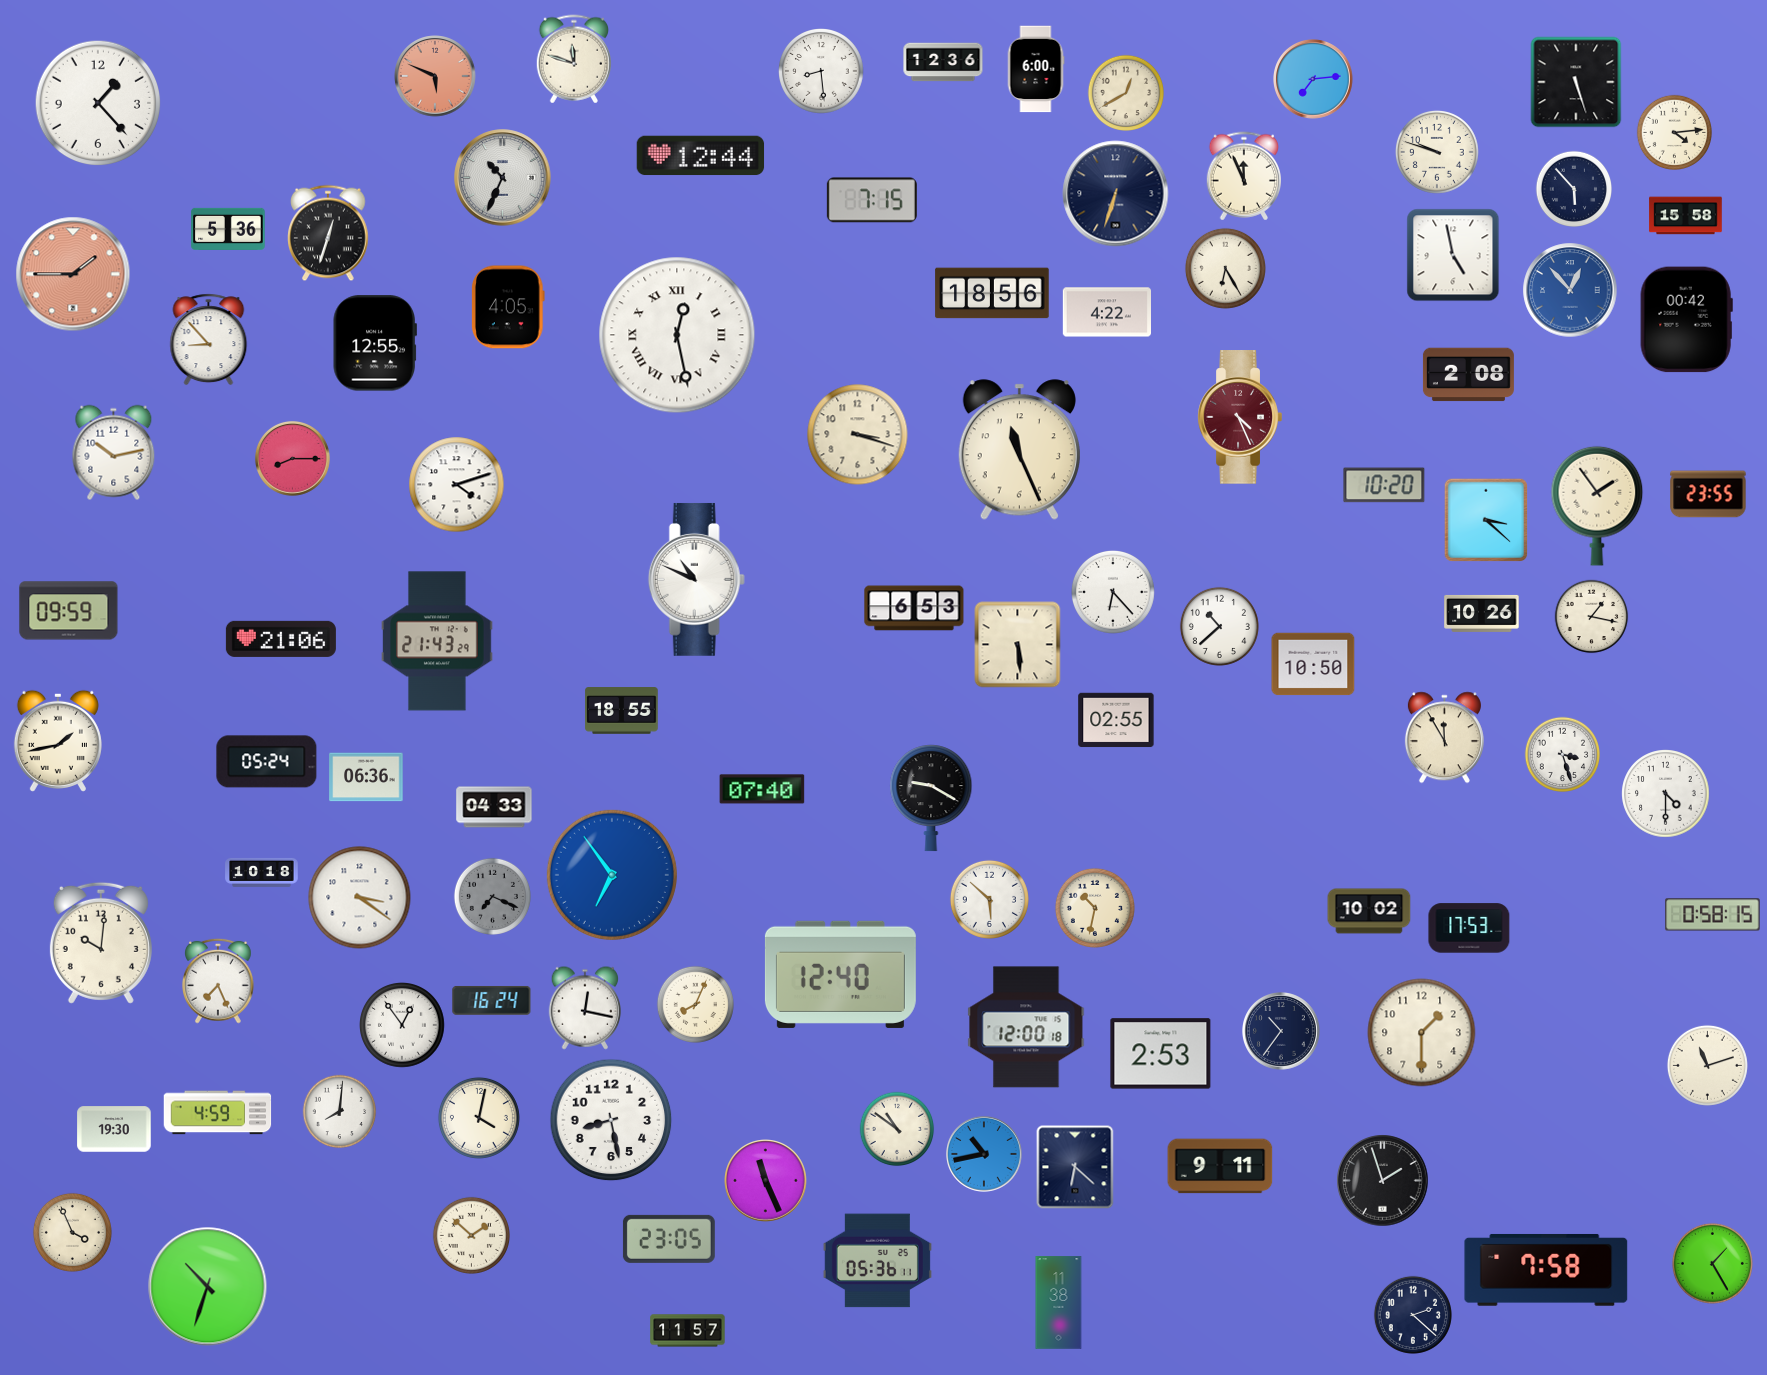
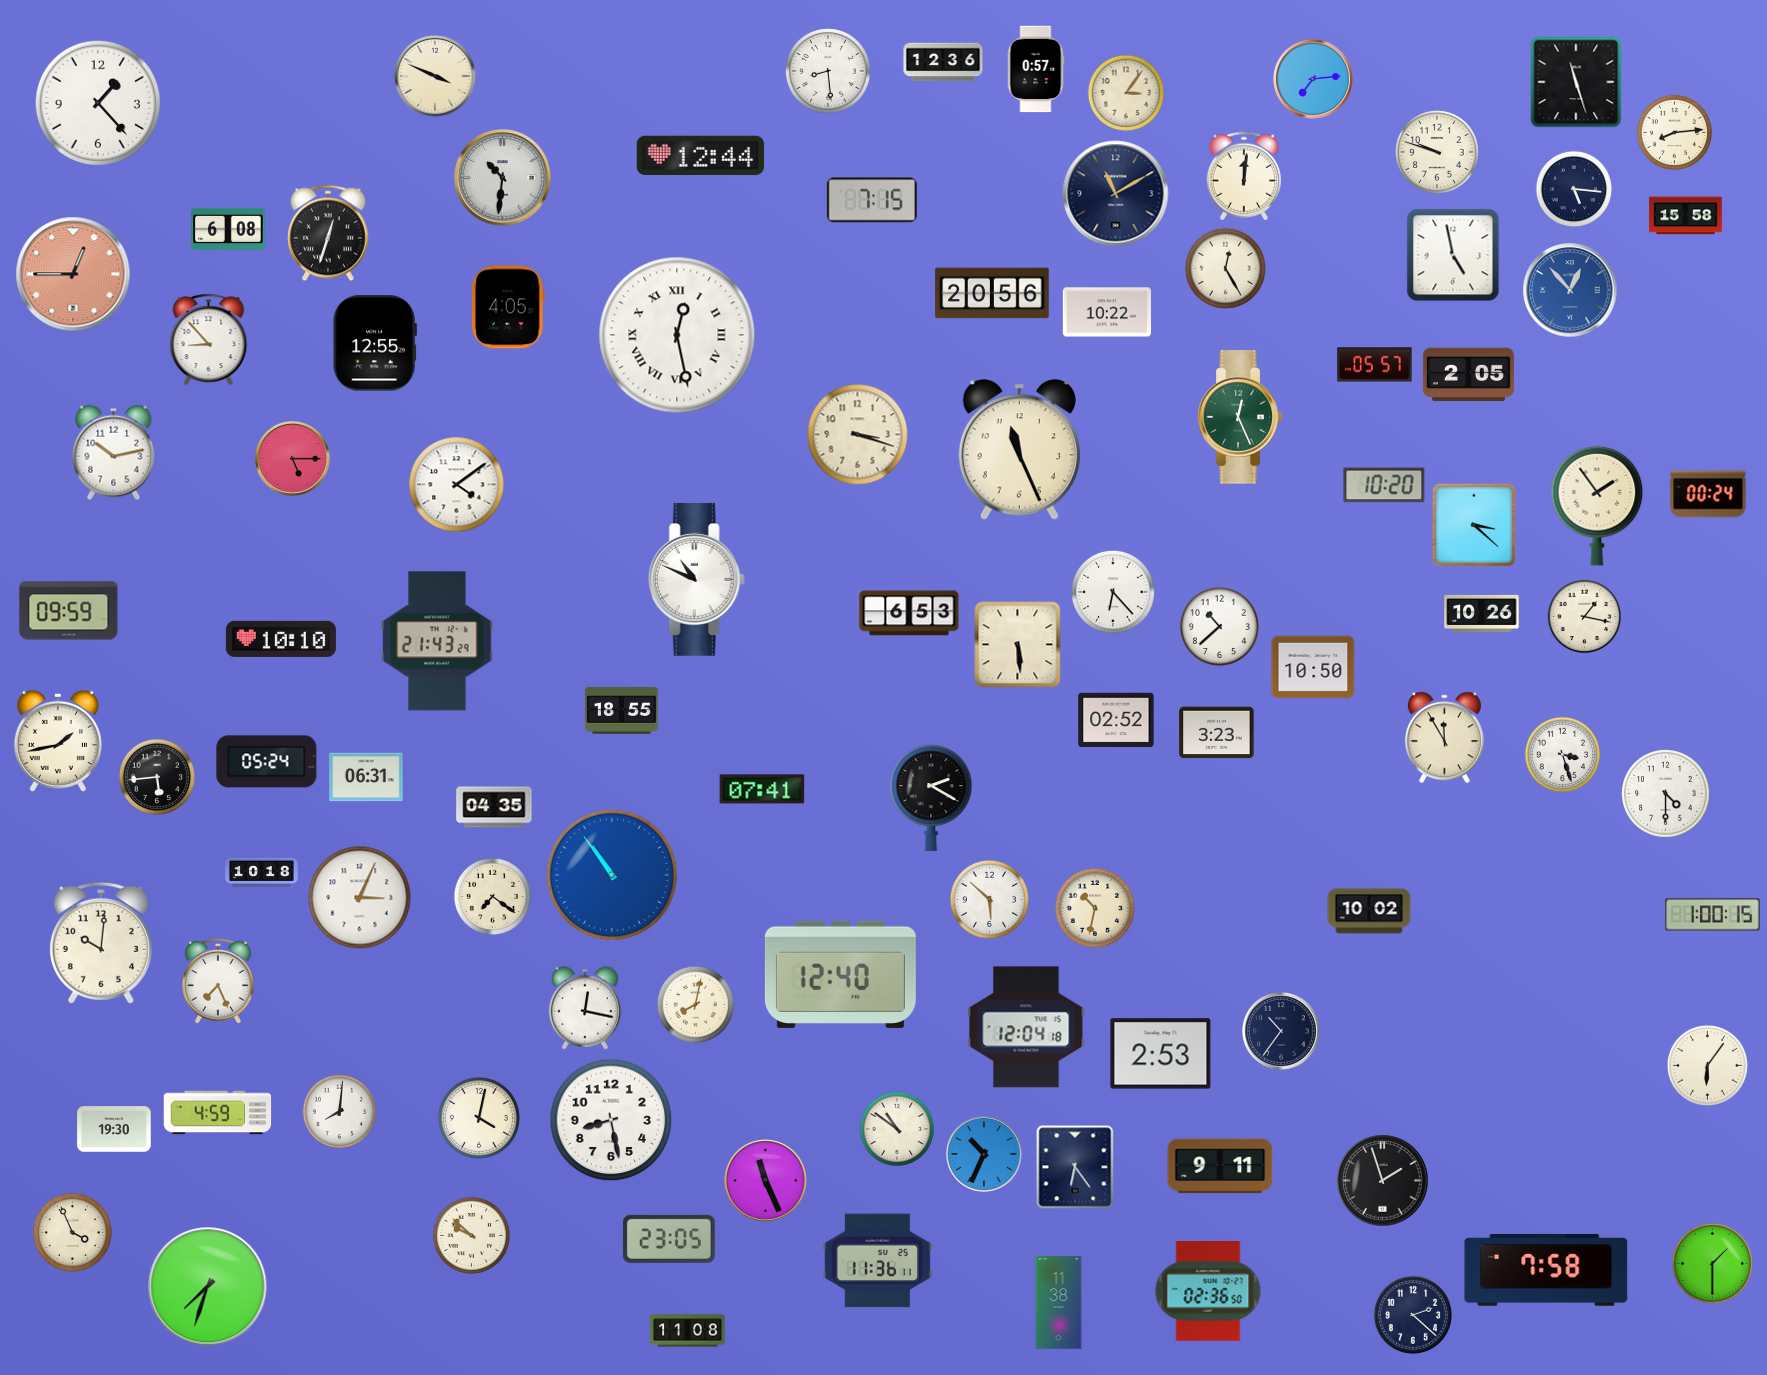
clock at (573, 59): 11:48 -> none
clock at (1036, 69): 6:00 -> 0:57
clock at (822, 72) position: (822, 72) -> (829, 72)
clock at (435, 76): 5:49 -> 3:49
clock at (435, 76) dial: salmon -> cream
clock at (1576, 82): 5:27 -> 11:27
clock at (1125, 92): 12:40 -> 3:06
clock at (1675, 133): 4:14 -> 8:14
clock at (1243, 176): 11:56 -> 12:01
clock at (503, 178): 10:34 -> 10:31
clock at (1573, 188): 5:53 -> 5:16
clock at (1116, 194): 6:33 -> 11:10
clock at (228, 229): 5:36 -> 6:08
clock at (1225, 268): 6:25 -> 12:25
clock at (73, 274): 1:45 -> 12:45
clock at (992, 293): 18:56 -> 20:56
clock at (1106, 312): 4:22 -> 10:22
clock at (1686, 320): 00:42 -> none
clock at (1375, 365): none -> 05:57
clock at (1468, 375): 2:08 -> 2:05
clock at (1240, 417): 4:26 -> 12:26
clock at (1240, 417) dial: burgundy -> green
clock at (292, 458): 8:15 -> 5:15
clock at (457, 485): 4:12 -> 4:09
clock at (1708, 494): 23:55 -> 00:24
clock at (1486, 520) position: (1486, 520) -> (1474, 525)
clock at (914, 608) position: (914, 608) -> (909, 613)
clock at (1592, 617) position: (1592, 617) -> (1585, 617)
clock at (281, 639): 21:06 -> 10:10
clock at (1313, 664) position: (1313, 664) -> (1313, 667)
clock at (1116, 720): 02:55 -> 02:52
clock at (1217, 733): none -> 3:23
clock at (156, 776): none -> 5:44
clock at (366, 777): 06:36 -> 06:31
clock at (762, 789): 07:40 -> 07:41
clock at (931, 798): 9:20 -> 2:20
clock at (494, 807): 04:33 -> 04:35
clock at (612, 875): 6:54 -> 10:54
clock at (492, 896): 7:19 -> 7:21
clock at (492, 896) dial: grey -> cream
clock at (360, 898): 3:21 -> 3:04
clock at (1713, 915): 0:58 -> 1:00
clock at (1469, 928): 17:53 -> none
clock at (492, 1000): 16:24 -> none
clock at (695, 1004): 8:04 -> 8:02
clock at (403, 1026): 12:54 -> none
clock at (1026, 1027): 12:00 -> 12:04
clock at (1422, 1033): 1:30 -> none
clock at (1707, 1065): 11:12 -> 6:06
clock at (985, 1155): 10:43 -> 10:34
clock at (1075, 1167): 6:22 -> 6:24
clock at (471, 1235): 1:52 -> 9:52
clock at (877, 1261): 05:36 -> 11:36
clock at (1712, 1263): 1:25 -> 1:30
clock at (208, 1287): 10:33 -> 7:33
clock at (1208, 1291): none -> 02:36
clock at (688, 1331): 11:57 -> 11:08
